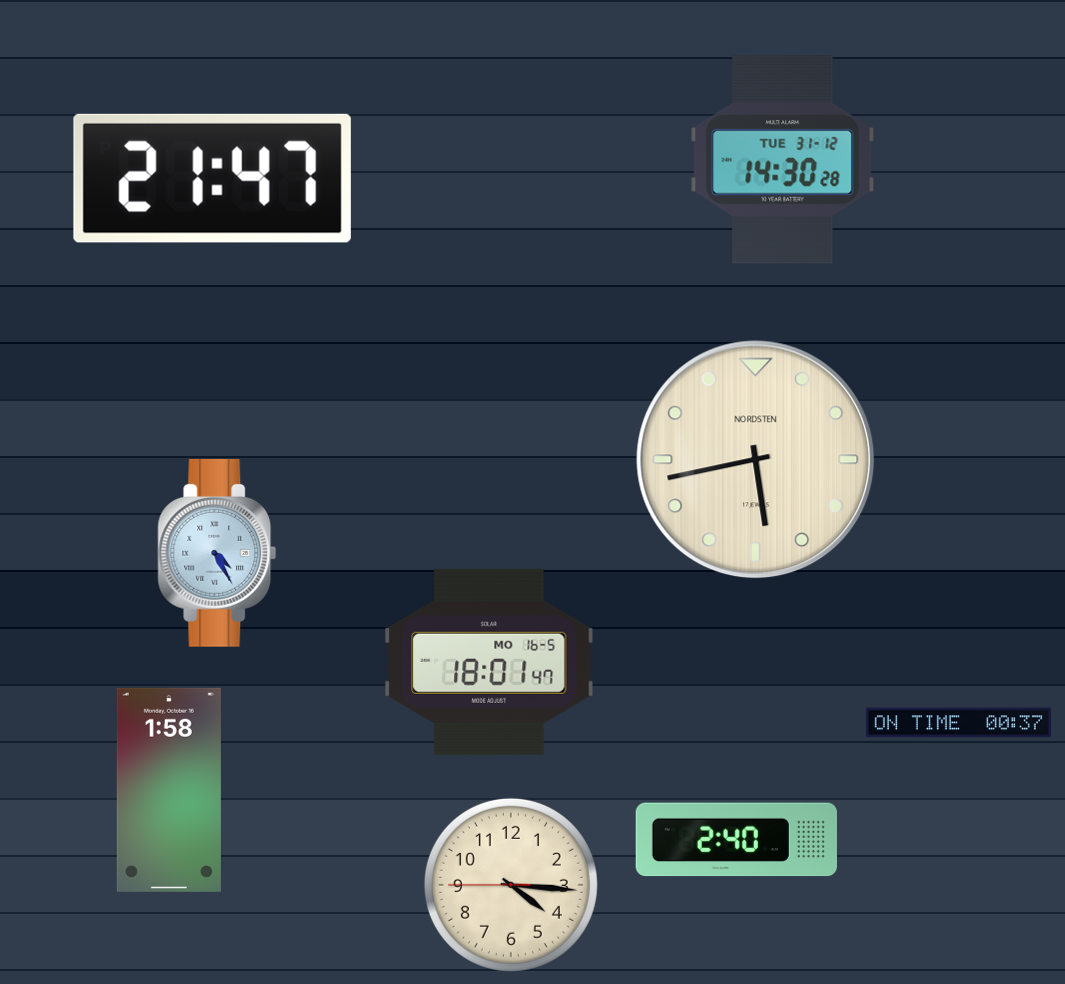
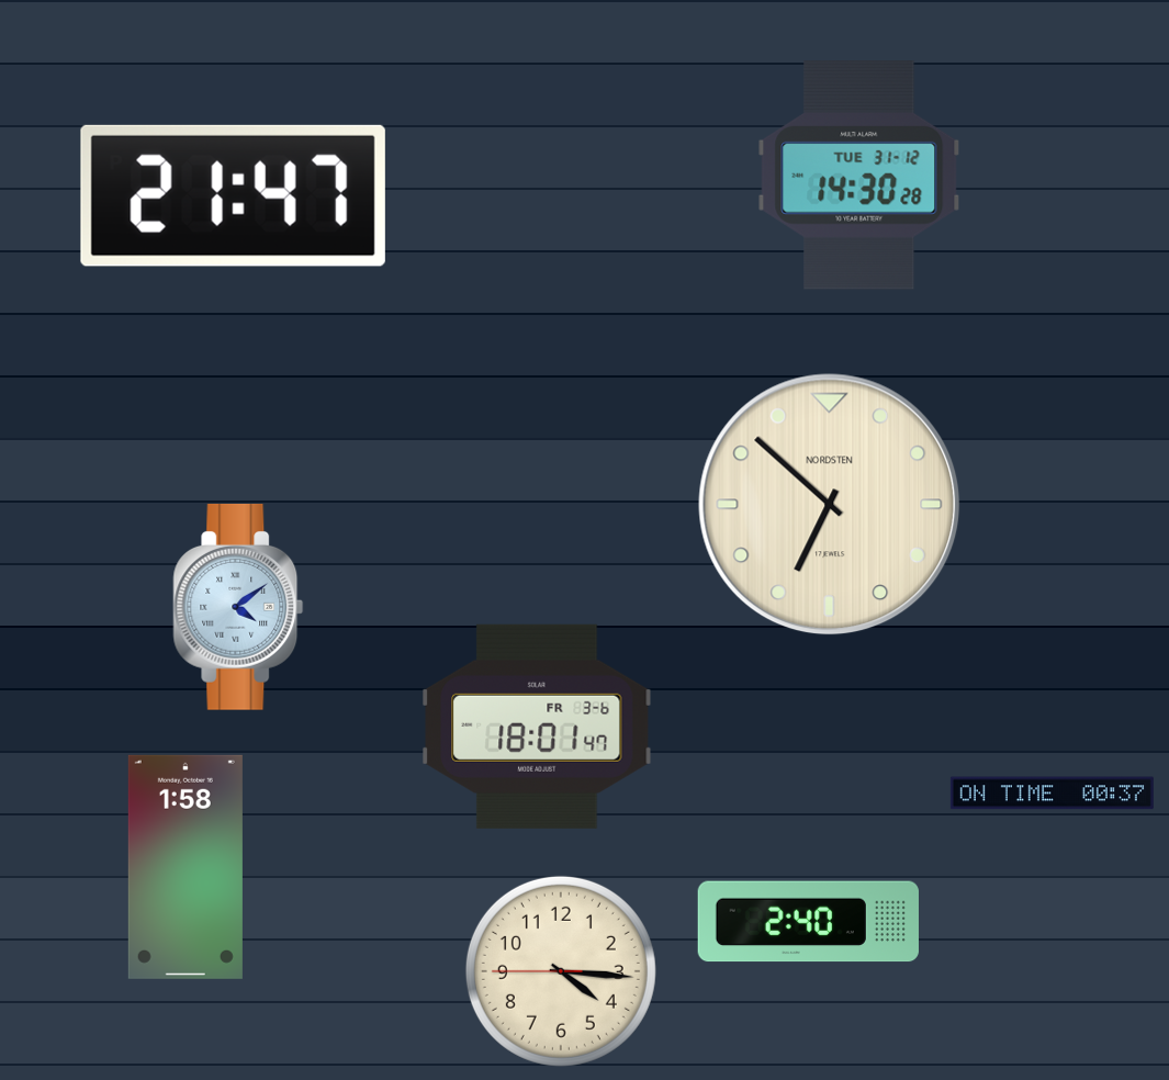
clock at (756, 460): 5:43 -> 6:52
clock at (217, 553): 4:25 -> 4:09
clock at (489, 662) date: MO 16-5 -> FR 3-6
